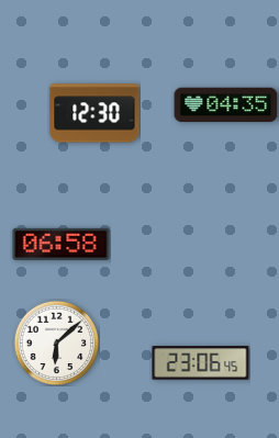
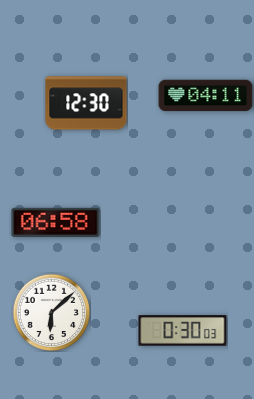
clock at (226, 105): 04:35 -> 04:11
clock at (201, 363): 23:06 -> 0:30
